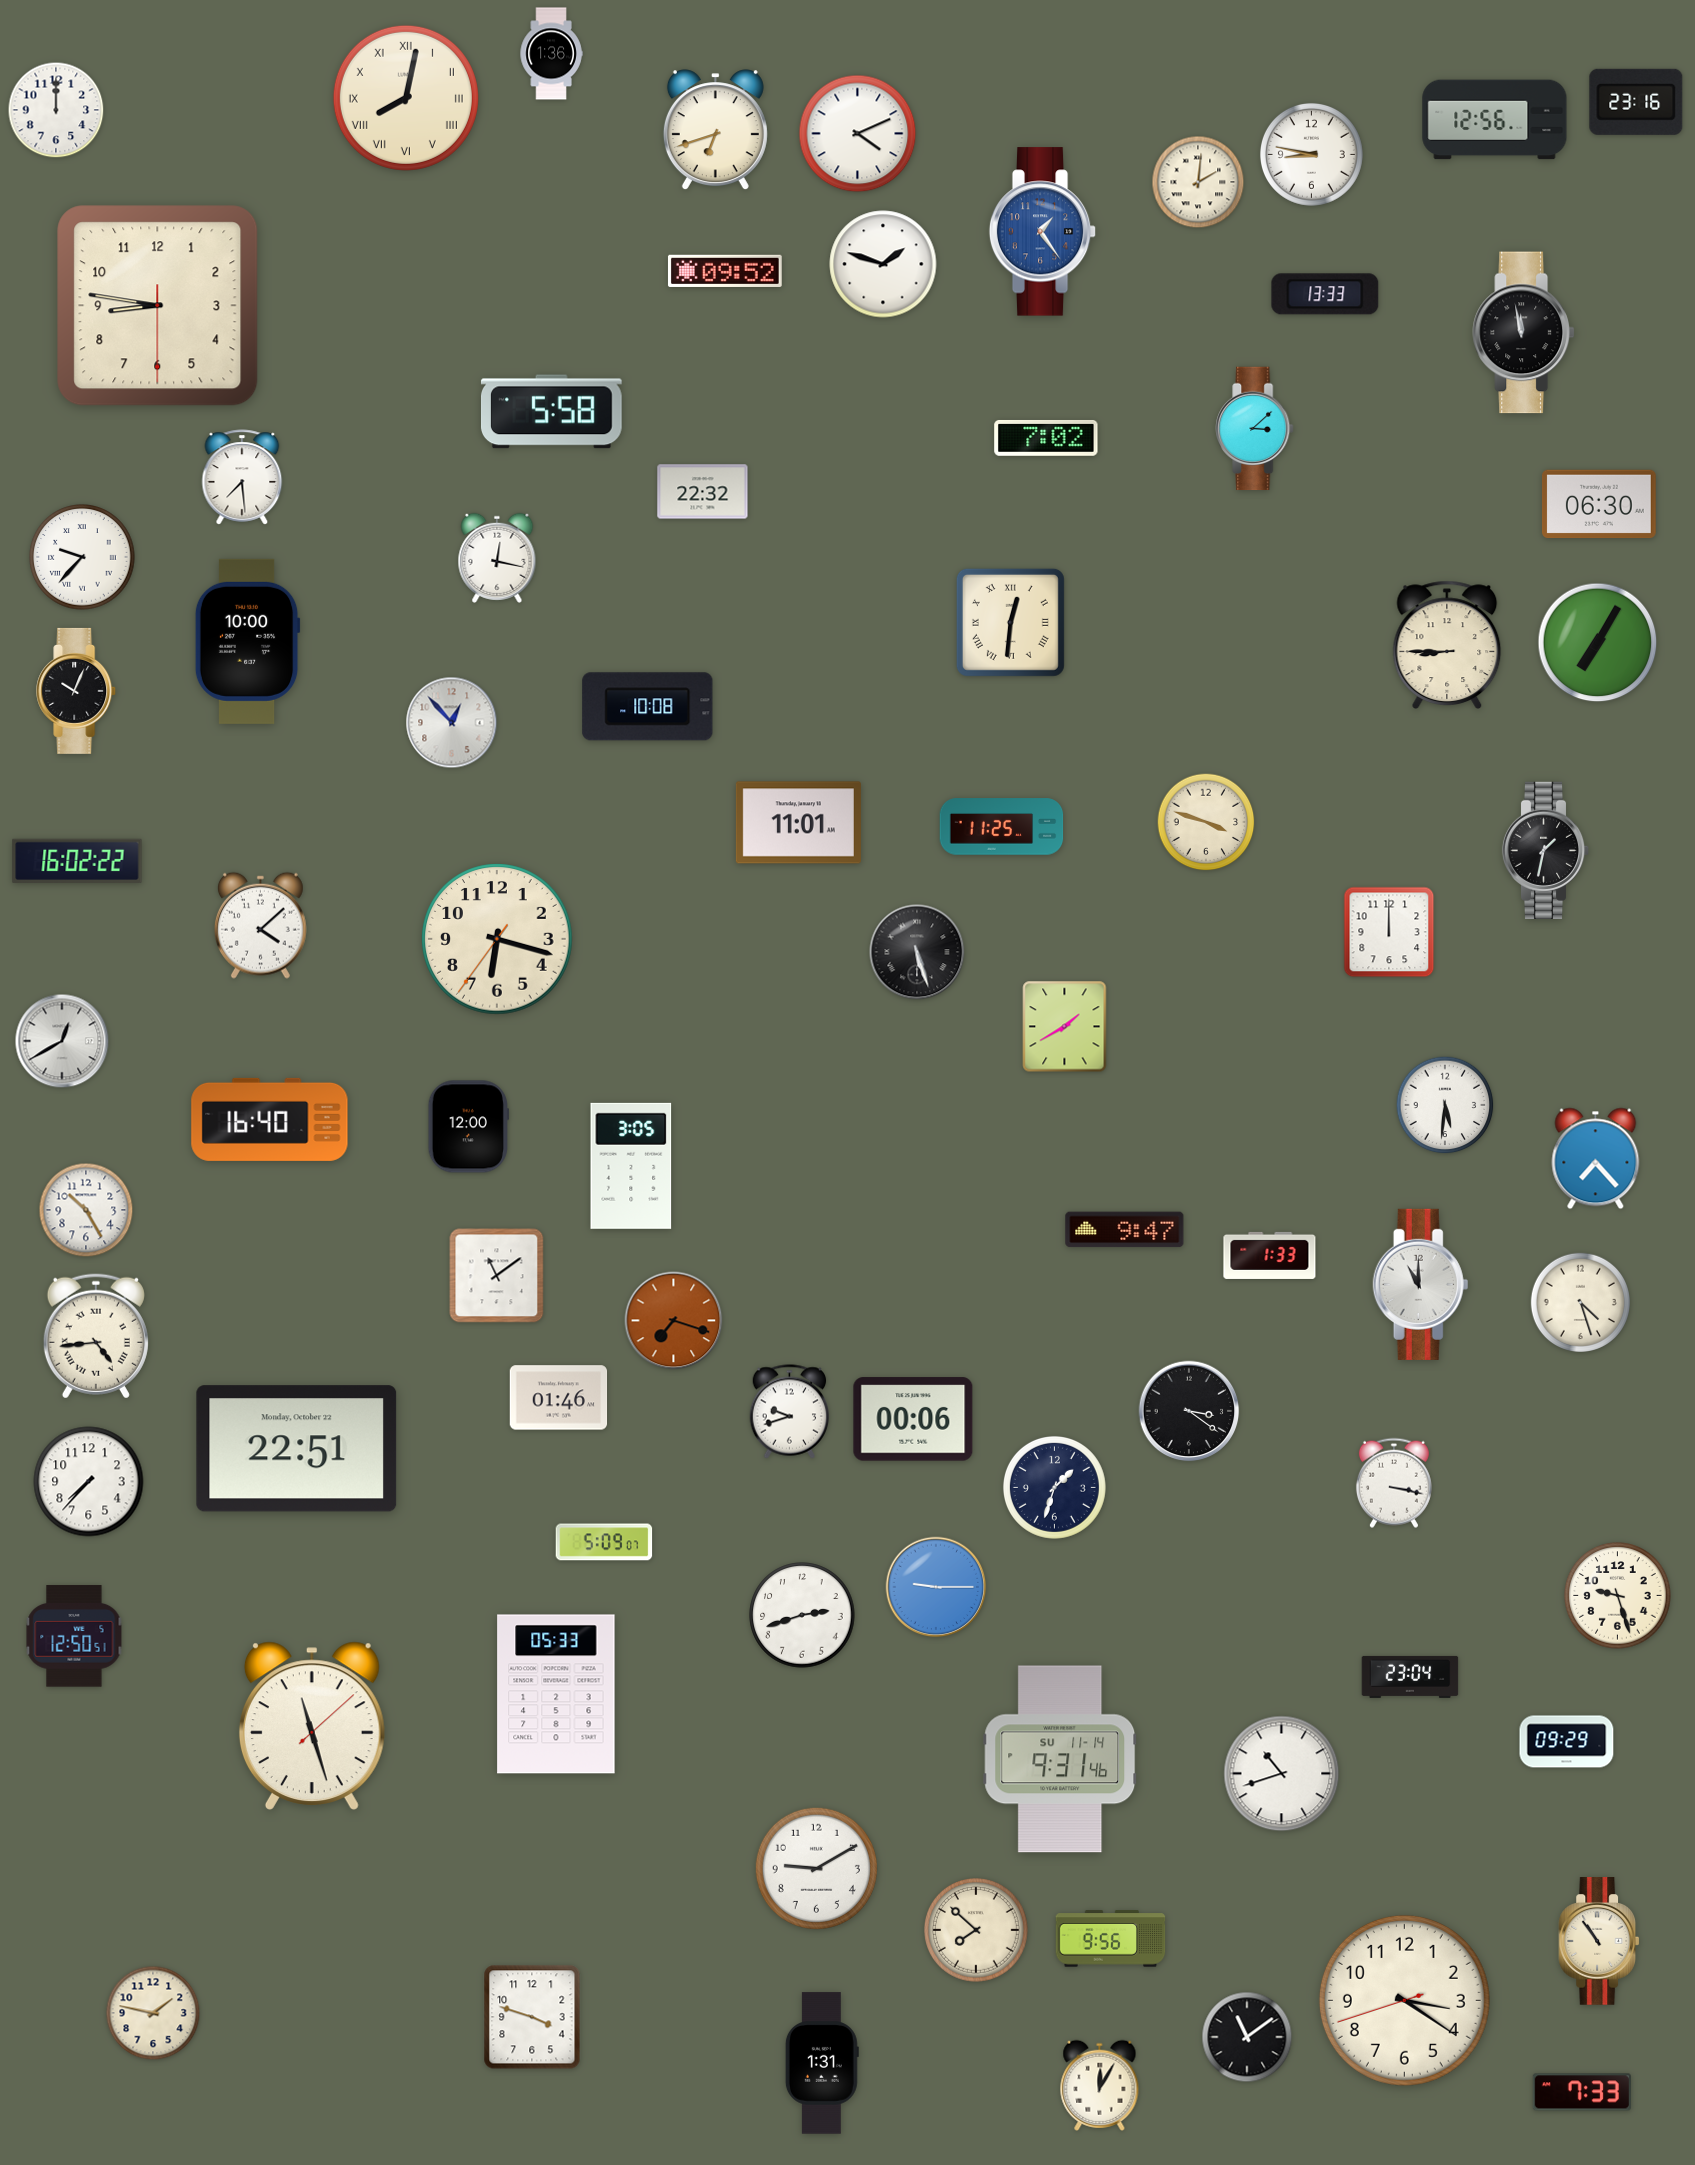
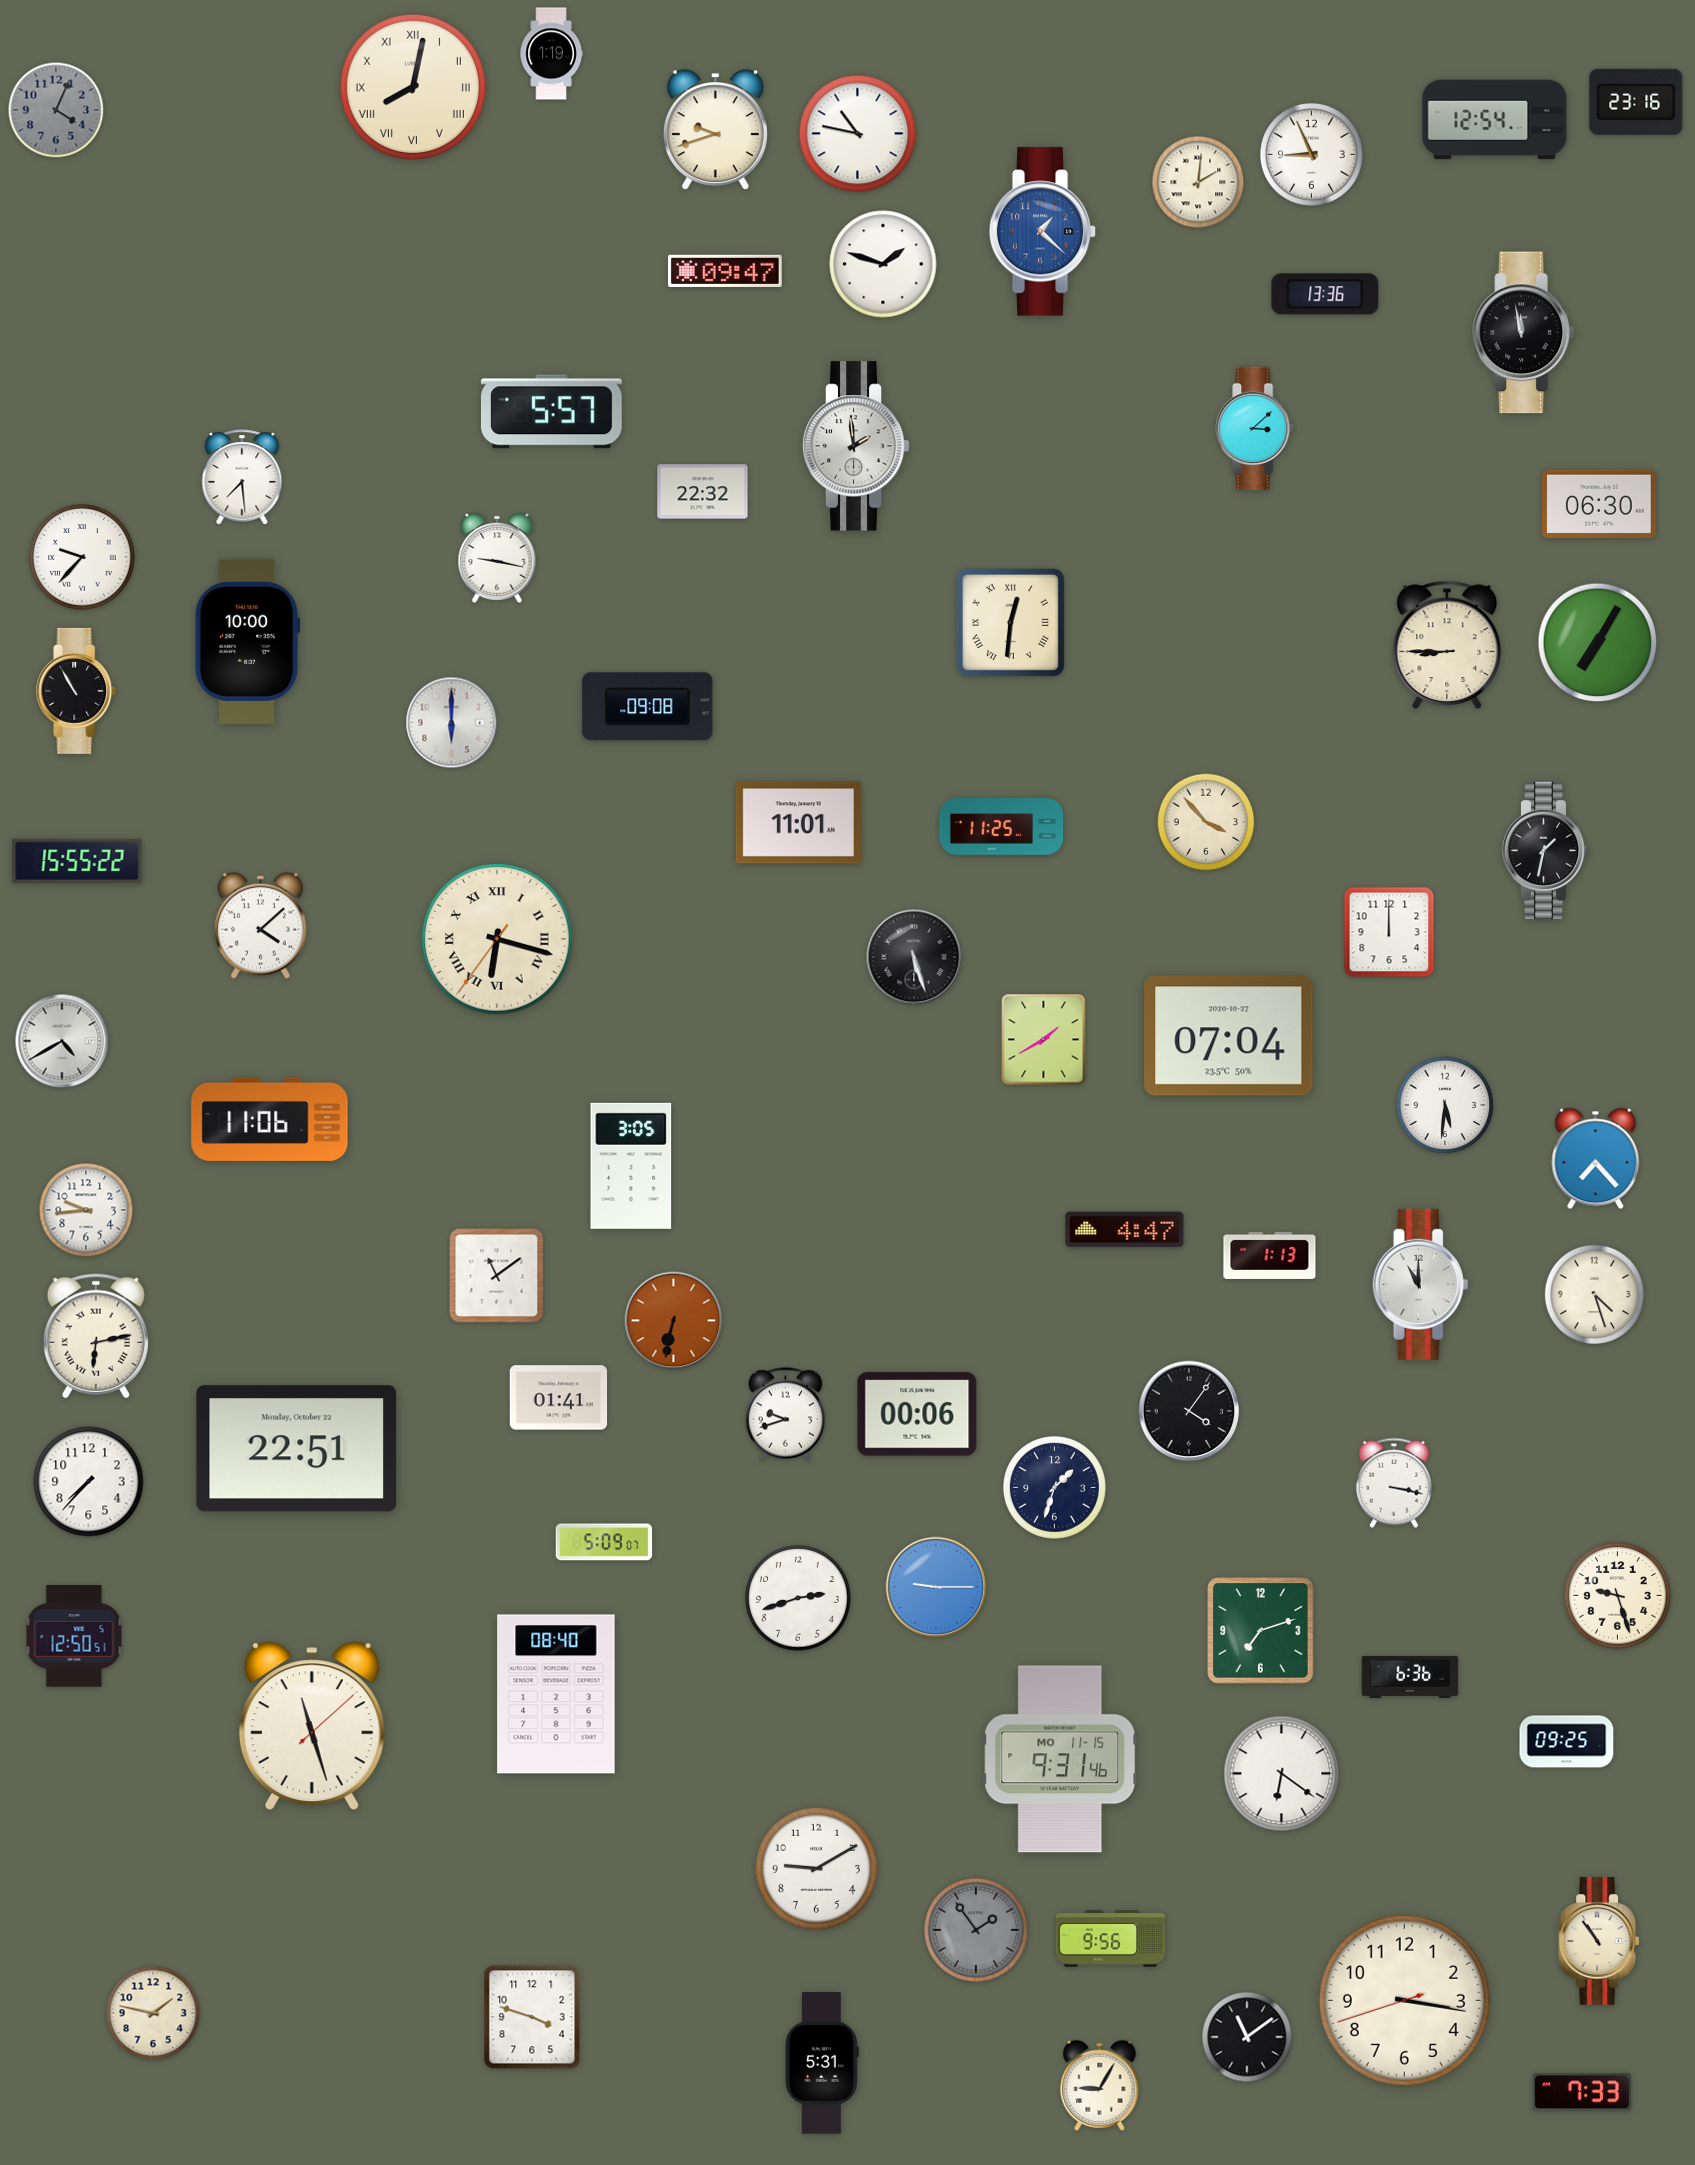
clock at (551, 54): 1:36 -> 1:19
clock at (406, 98) position: (406, 98) -> (413, 87)
clock at (56, 110): 12:00 -> 4:04
clock at (56, 110) dial: white -> grey
clock at (1495, 120): 12:56 -> 12:54
clock at (715, 130): 6:42 -> 9:42
clock at (858, 134): 4:11 -> 10:47
clock at (1311, 154): 8:47 -> 8:56
clock at (1043, 232): 1:24 -> 1:22
clock at (725, 271): 09:52 -> 09:47
clock at (1325, 294): 13:33 -> 13:36
clock at (158, 306): 8:46 -> none
clock at (551, 412): 5:58 -> 5:57
clock at (1046, 438): 7:02 -> none
clock at (856, 446): none -> 1:59
clock at (497, 558): 12:17 -> 9:17
clock at (77, 691): 10:04 -> 10:55
clock at (648, 707): 10:08 -> 09:08
clock at (452, 723): 12:53 -> 6:00
clock at (1206, 822): 3:48 -> 3:53
clock at (77, 861): 16:02 -> 15:55
clock at (497, 939) numerals: Arabic -> Roman
clock at (917, 952) position: (917, 952) -> (914, 957)
clock at (1065, 1027) position: (1065, 1027) -> (1044, 1040)
clock at (1229, 1036): none -> 07:04
clock at (62, 1041): 12:40 -> 4:40
clock at (270, 1119): 16:40 -> 11:06
clock at (468, 1127): 12:00 -> none
clock at (86, 1210): 10:25 -> 9:44
clock at (1125, 1230): 9:47 -> 4:47
clock at (1270, 1255): 1:33 -> 1:13
clock at (1580, 1302) position: (1580, 1302) -> (1594, 1294)
clock at (674, 1321): 7:18 -> 6:32
clock at (96, 1336): 4:44 -> 6:13
clock at (559, 1398): 01:46 -> 01:41
clock at (1189, 1411): 3:21 -> 4:06
clock at (790, 1412) position: (790, 1412) -> (786, 1415)
clock at (913, 1419) position: (913, 1419) -> (917, 1414)
clock at (802, 1615) position: (802, 1615) -> (798, 1598)
clock at (1261, 1631): none -> 7:12
clock at (1410, 1677): 23:04 -> 6:36
clock at (556, 1694): 05:33 -> 08:40
clock at (1567, 1742): 09:29 -> 09:25
clock at (1060, 1759) date: SU 11-14 -> MO 11-15
clock at (1282, 1774): 10:42 -> 6:21
clock at (977, 1931): 7:52 -> 1:54
clock at (977, 1931) dial: cream -> grey
clock at (1404, 2000): 3:20 -> 3:16
clock at (822, 2063): 1:31 -> 5:31
clock at (1100, 2085): 12:05 -> 9:05
